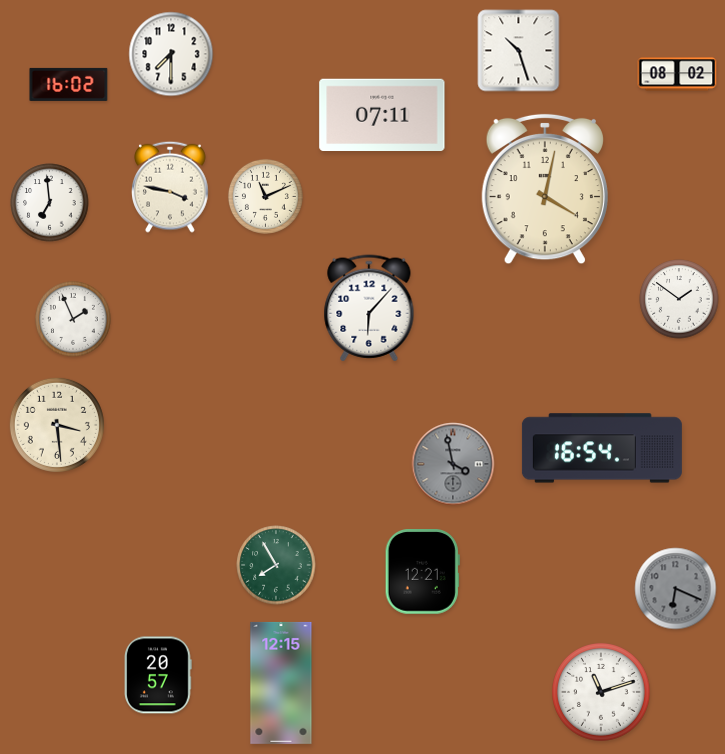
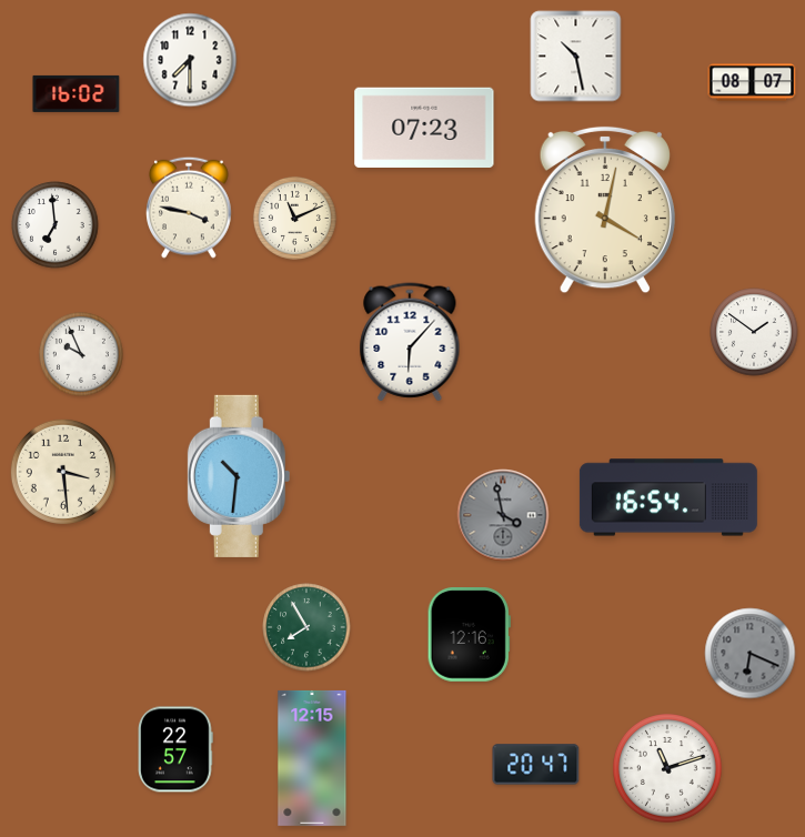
clock at (519, 51): 10:27 -> 10:28
clock at (677, 74): 08:02 -> 08:07
clock at (382, 114): 07:11 -> 07:23
clock at (73, 319): 1:56 -> 9:56
clock at (239, 476): none -> 10:31
clock at (422, 572): 12:21 -> 12:16
clock at (159, 675): 20:57 -> 22:57
clock at (536, 765): none -> 20:47
